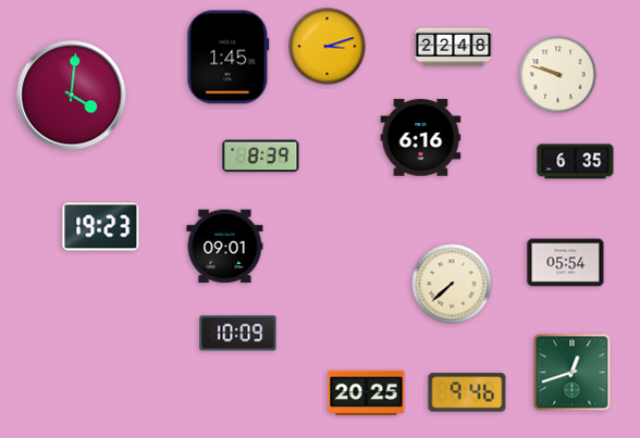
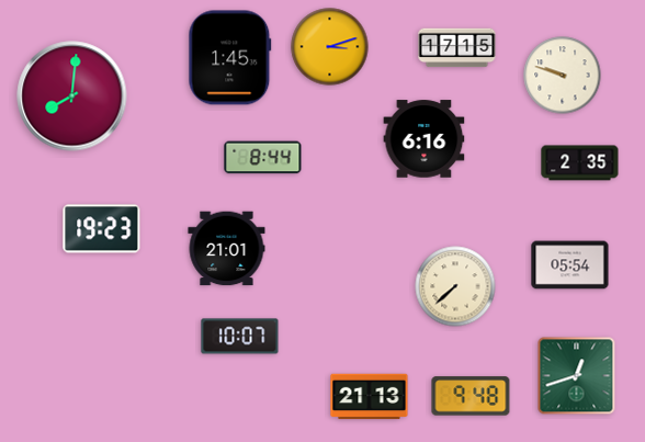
clock at (454, 48): 22:48 -> 17:15
clock at (72, 96): 4:01 -> 8:01
clock at (261, 157): 8:39 -> 8:44
clock at (576, 162): 6:35 -> 2:35
clock at (225, 247): 09:01 -> 21:01
clock at (238, 334): 10:09 -> 10:07
clock at (467, 392): 9:46 -> 9:48
clock at (367, 393): 20:25 -> 21:13
